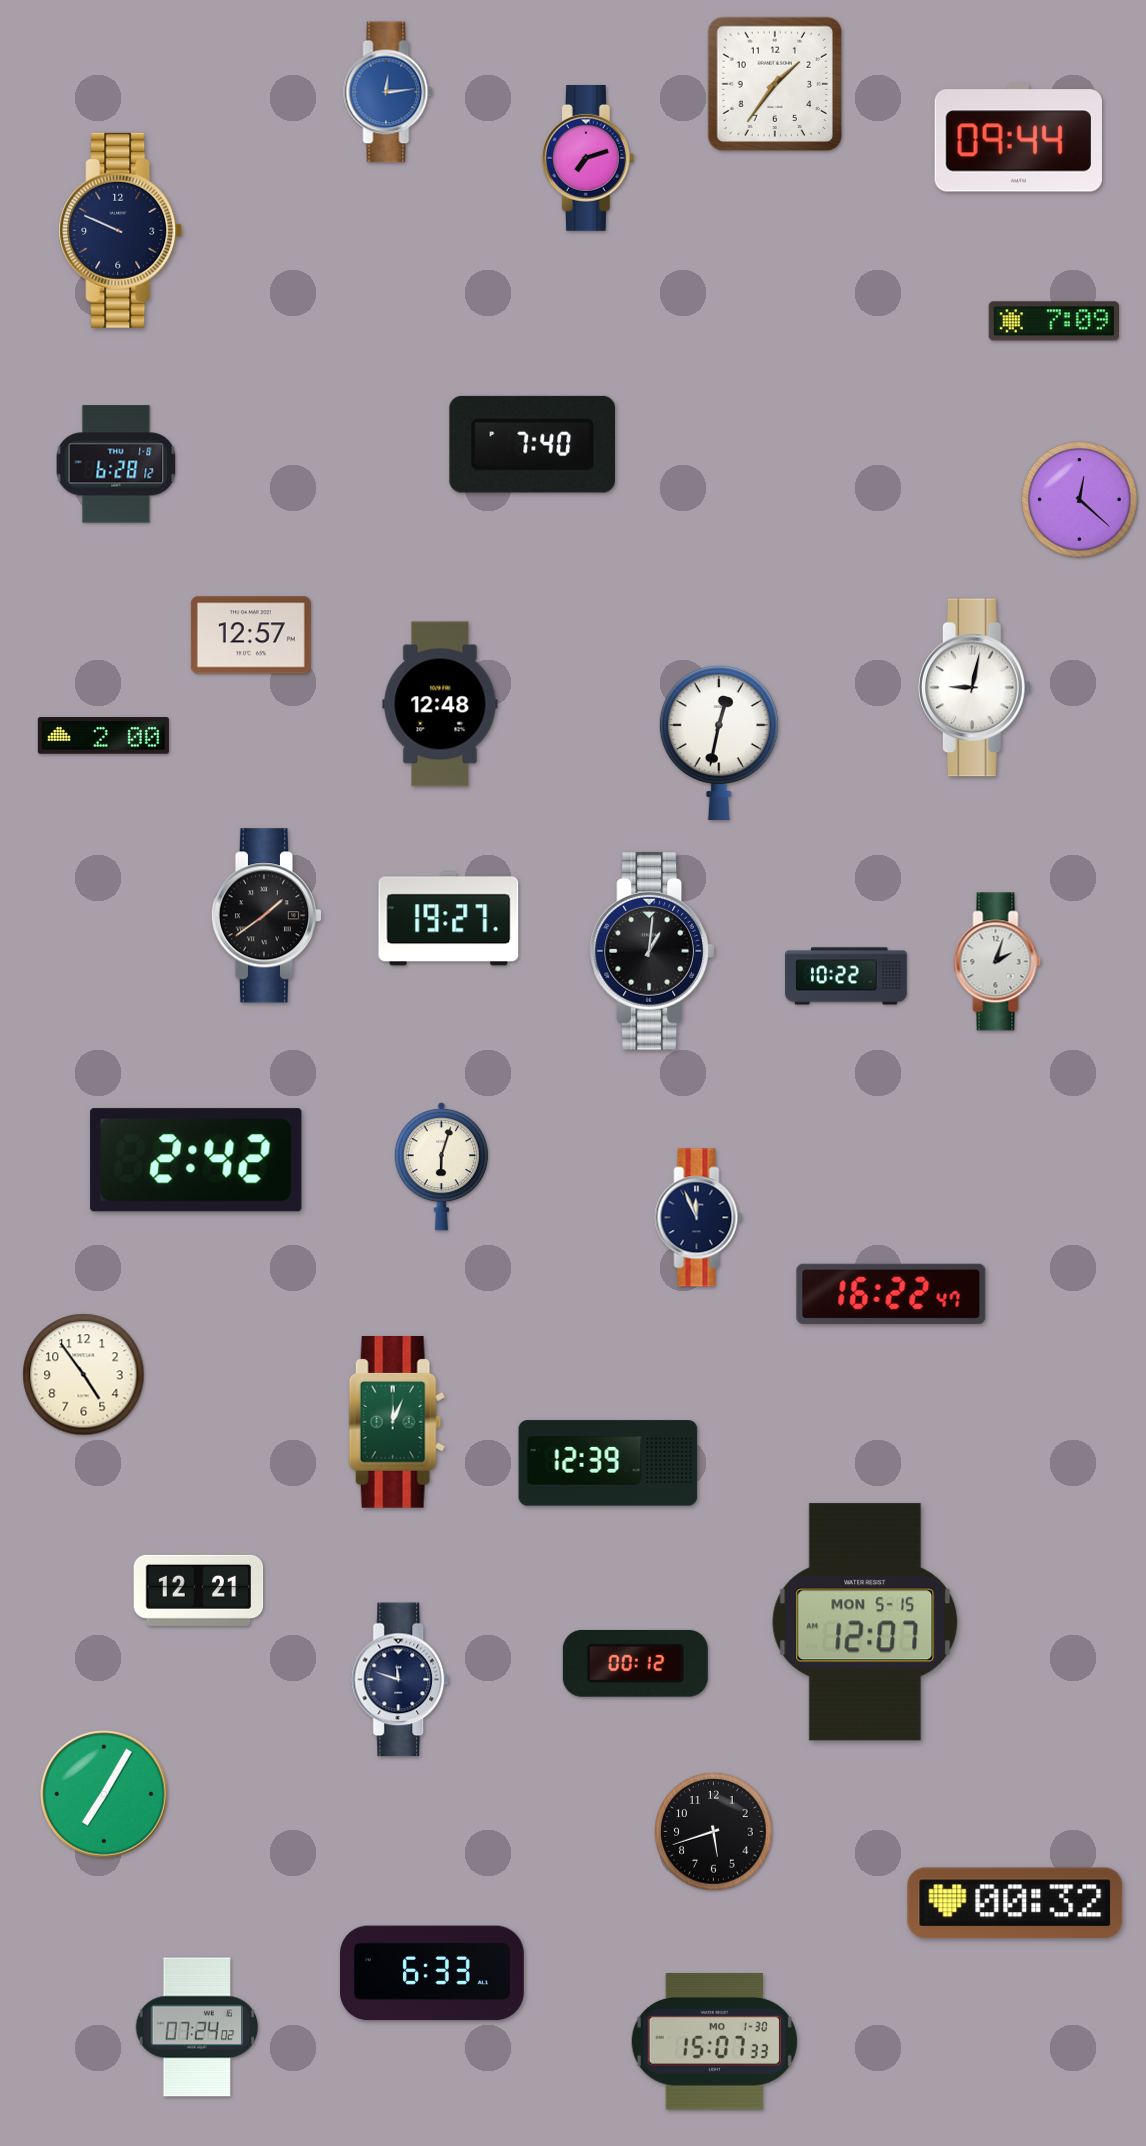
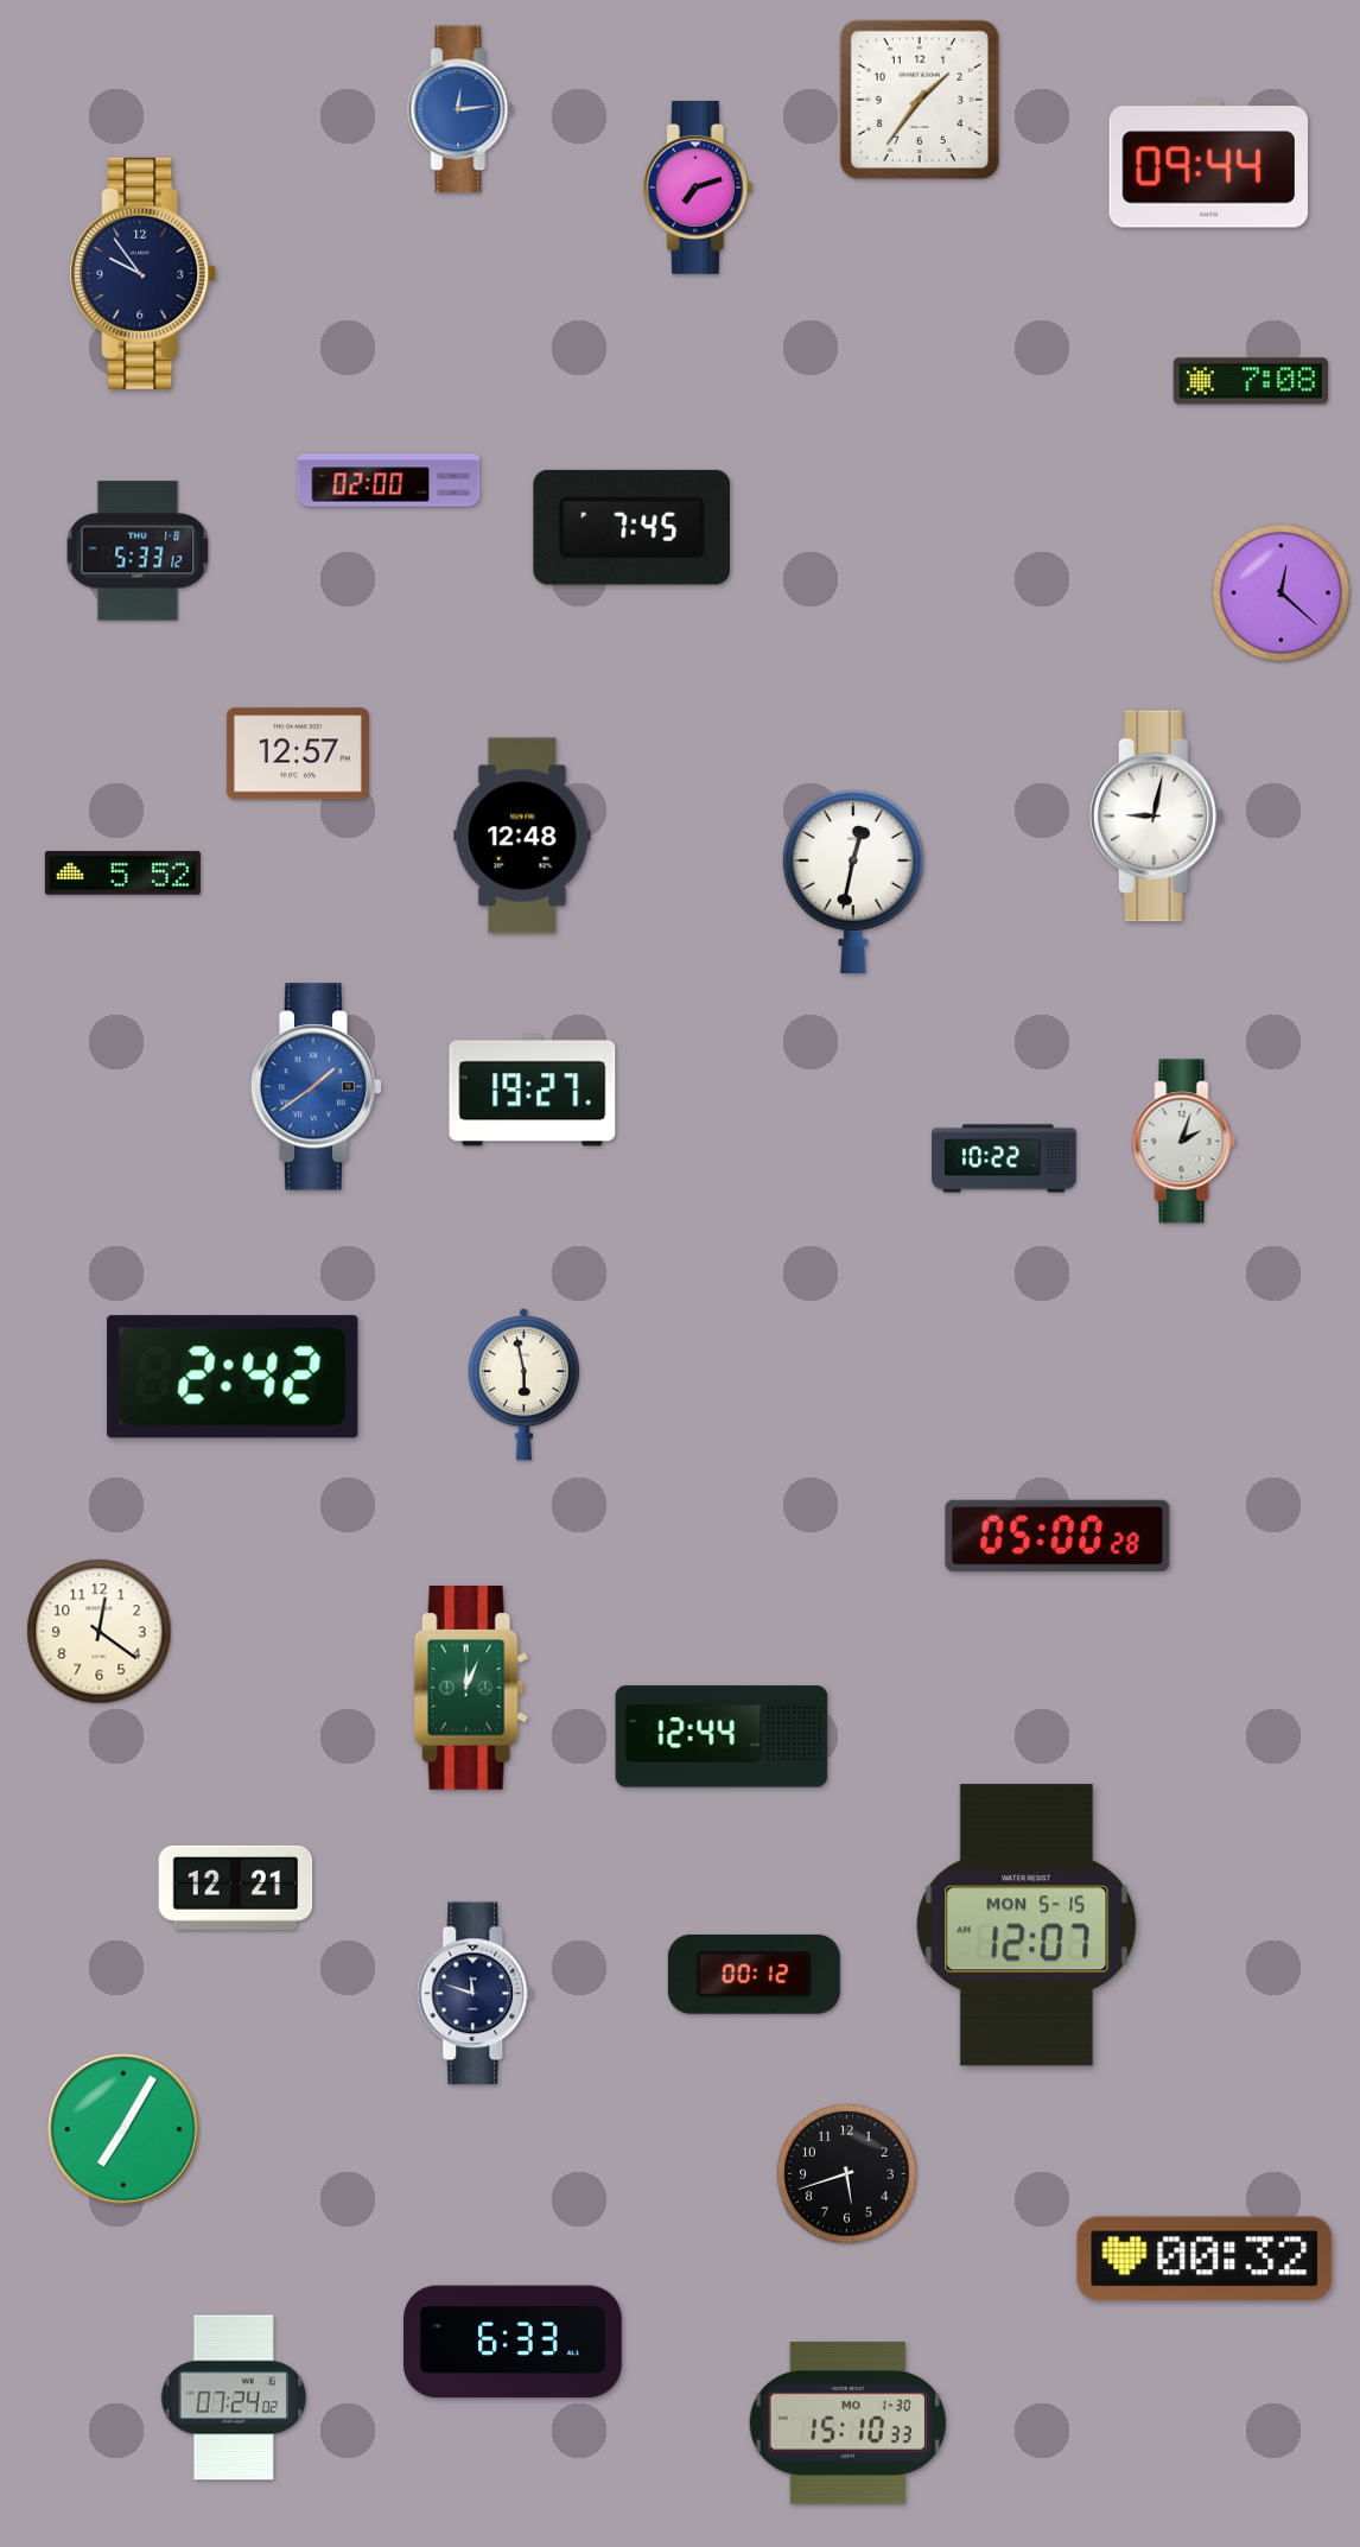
clock at (121, 230): 9:49 -> 9:54
clock at (1053, 321): 7:09 -> 7:08
clock at (389, 481): none -> 02:00
clock at (532, 444): 7:40 -> 7:45
clock at (116, 464): 6:28 -> 5:33
clock at (103, 736): 2:00 -> 5:52
clock at (267, 916) dial: black -> blue
clock at (652, 951): 1:01 -> none
clock at (441, 1167): 6:03 -> 5:58
clock at (699, 1218): 11:56 -> none
clock at (891, 1294): 16:22 -> 05:00
clock at (84, 1375): 4:54 -> 12:21
clock at (608, 1463): 12:39 -> 12:44
clock at (197, 2027) position: (197, 2027) -> (234, 2397)
clock at (714, 2042): 15:07 -> 15:10
